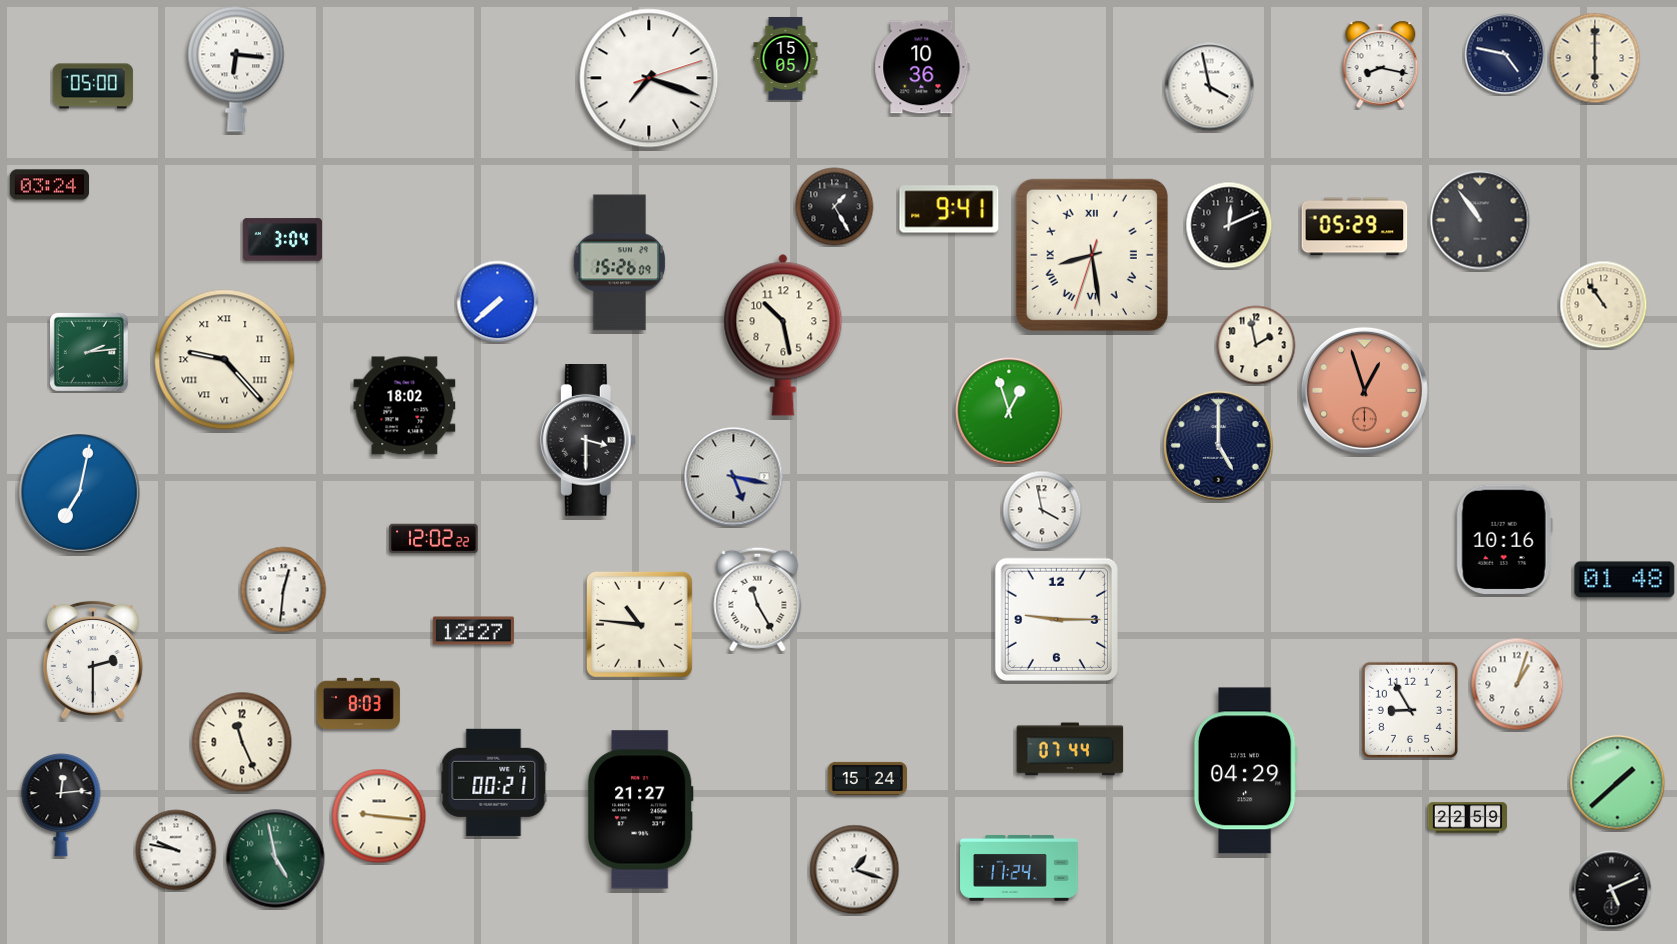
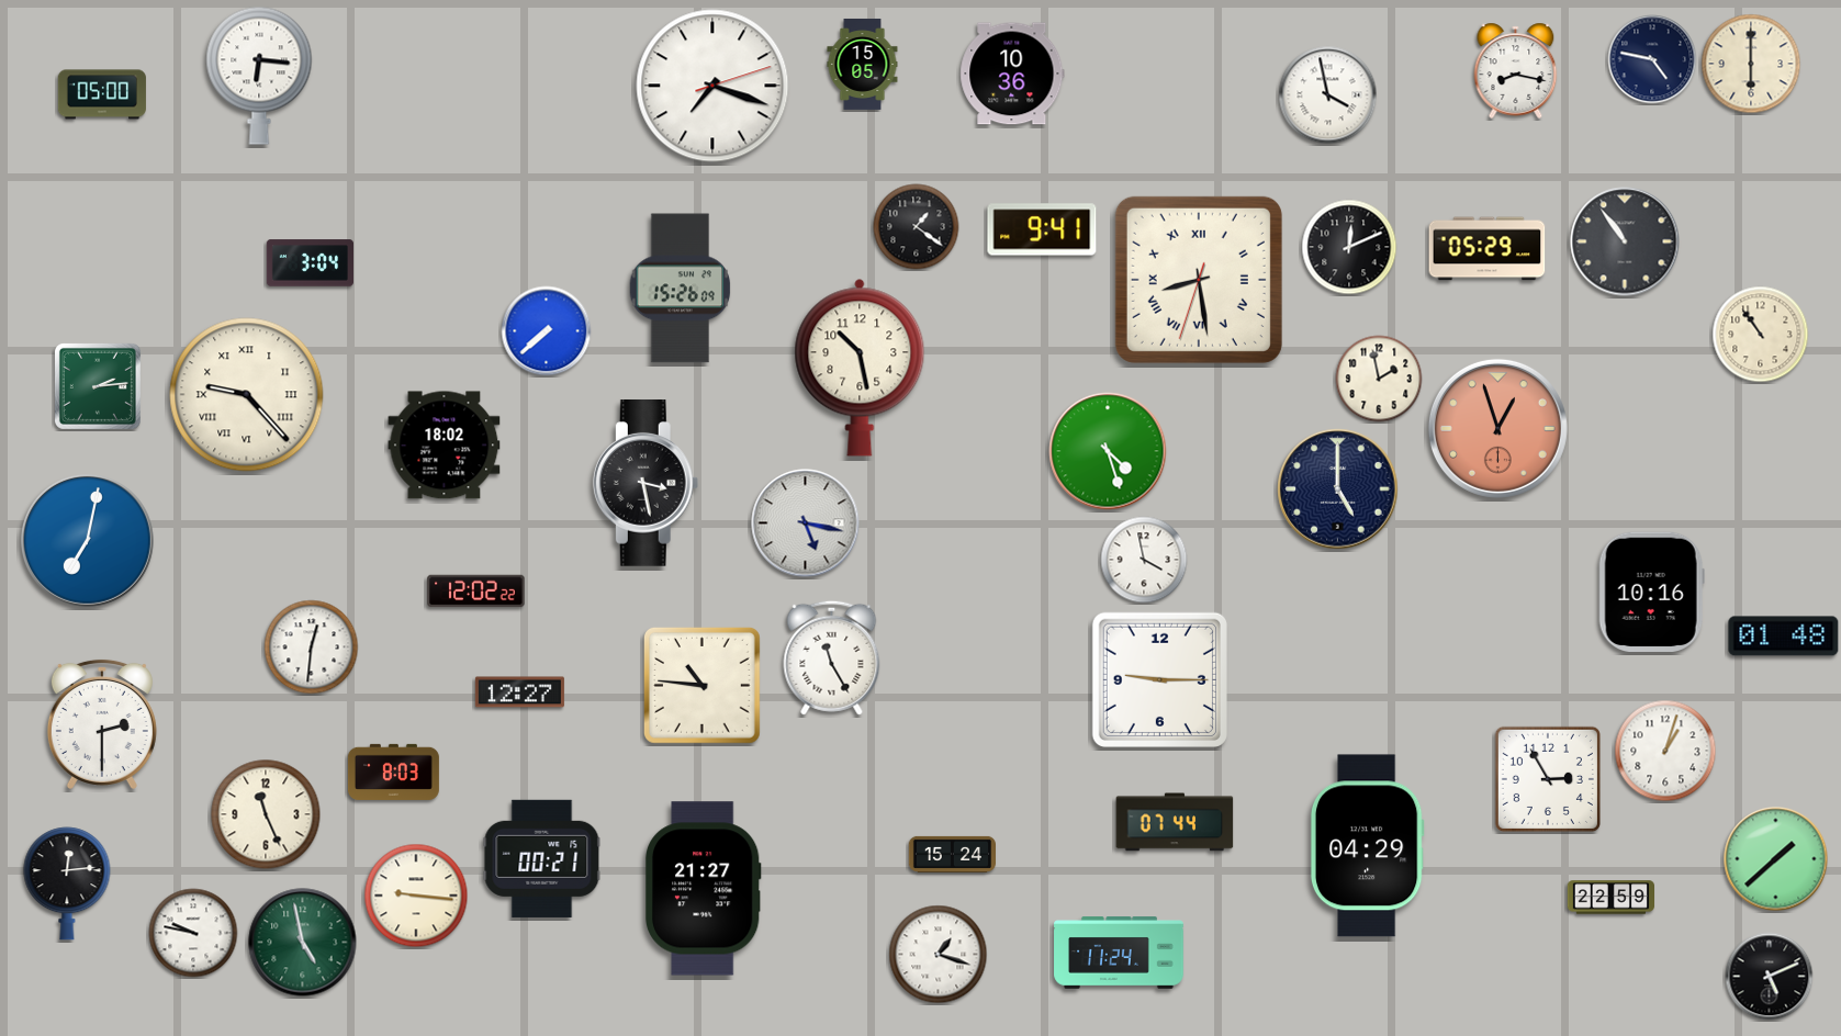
clock at (49, 185): 03:24 -> none
clock at (835, 207): 1:25 -> 1:21
clock at (1009, 411): 12:57 -> 4:27
clock at (588, 441): 3:30 -> 3:28
clock at (1410, 710): 8:55 -> 2:55
